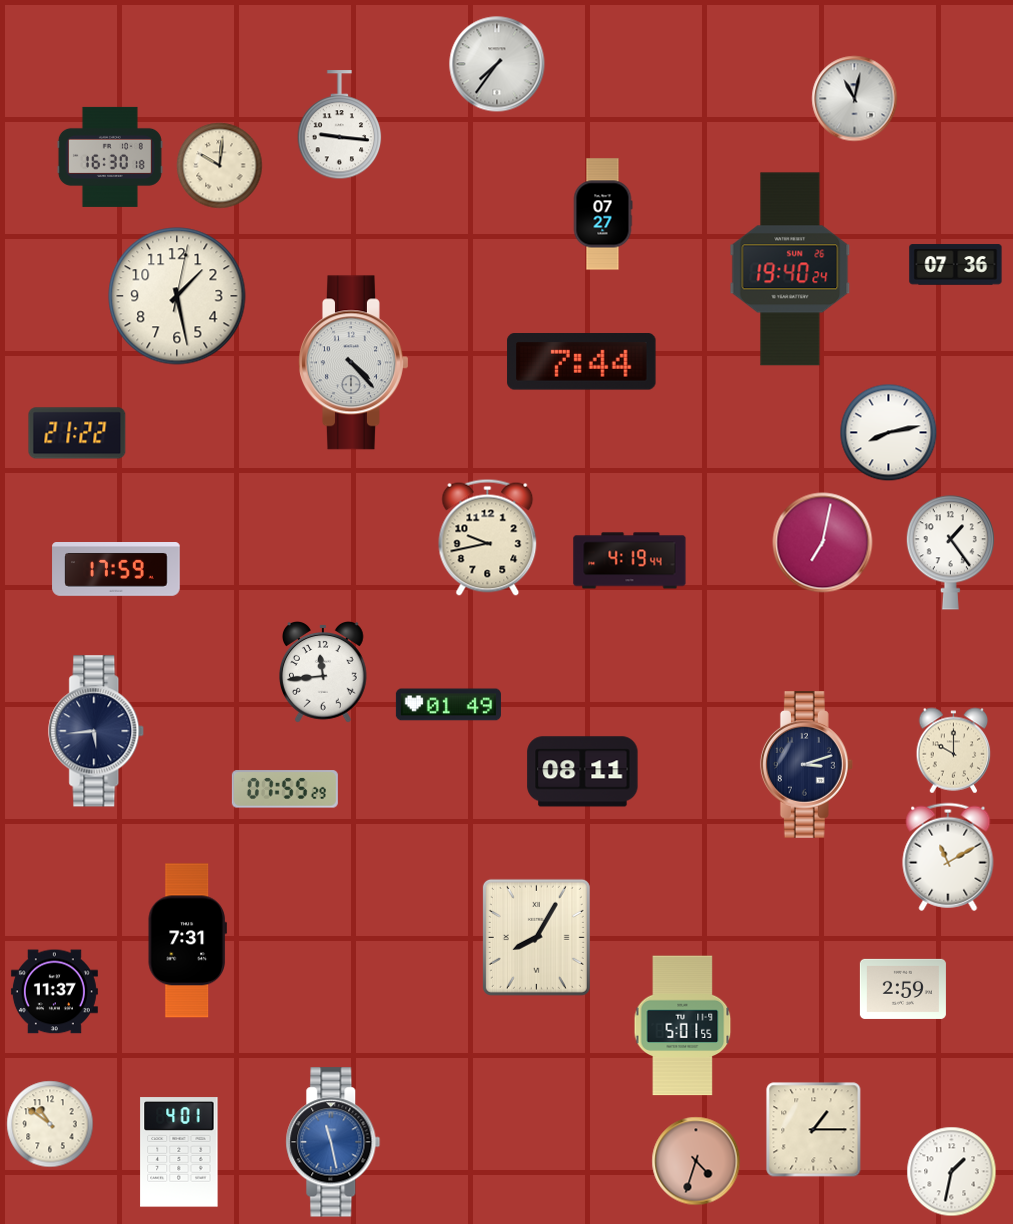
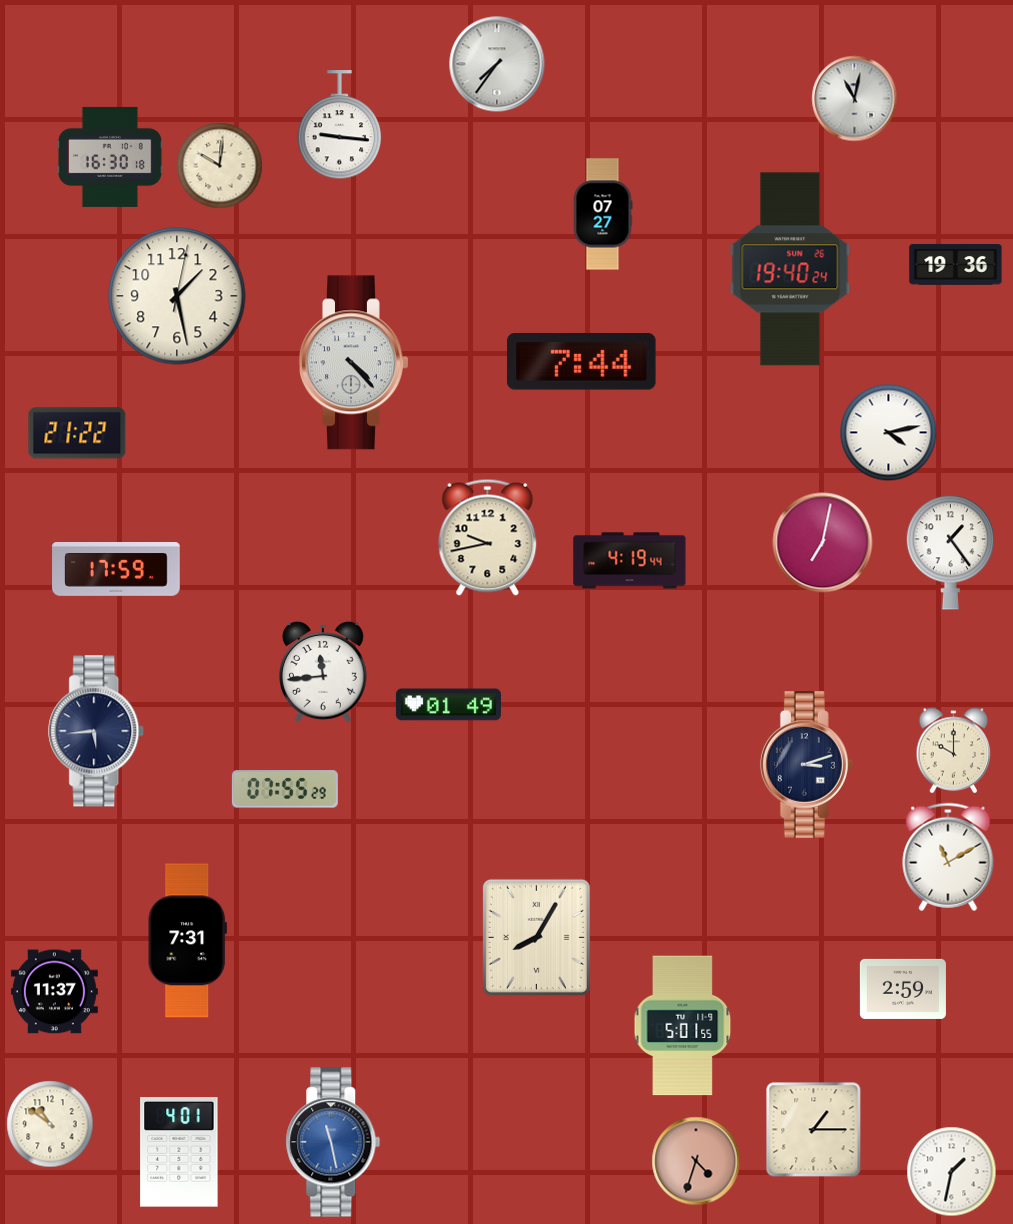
clock at (956, 265): 07:36 -> 19:36
clock at (889, 433): 8:13 -> 4:13
clock at (583, 772): 08:11 -> none
